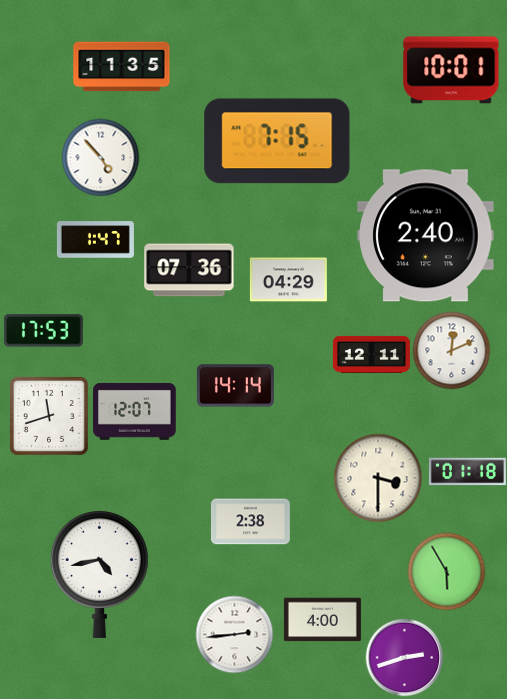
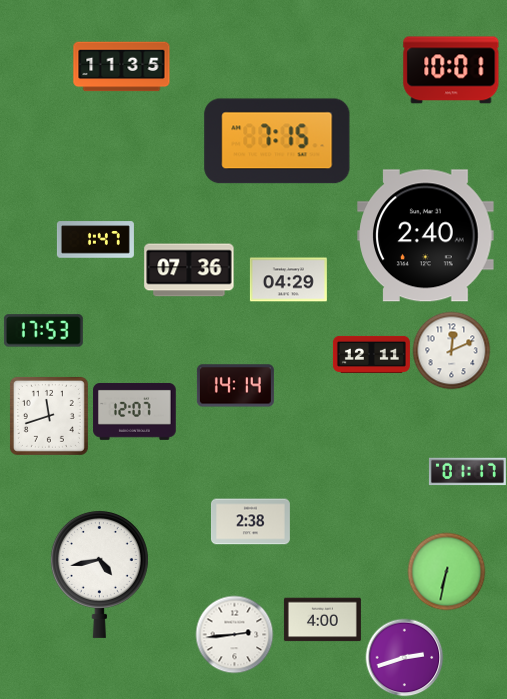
clock at (100, 157): 4:53 -> none
clock at (467, 472): 01:18 -> 01:17
clock at (378, 478): 3:30 -> none
clock at (446, 571): 5:55 -> 6:32
